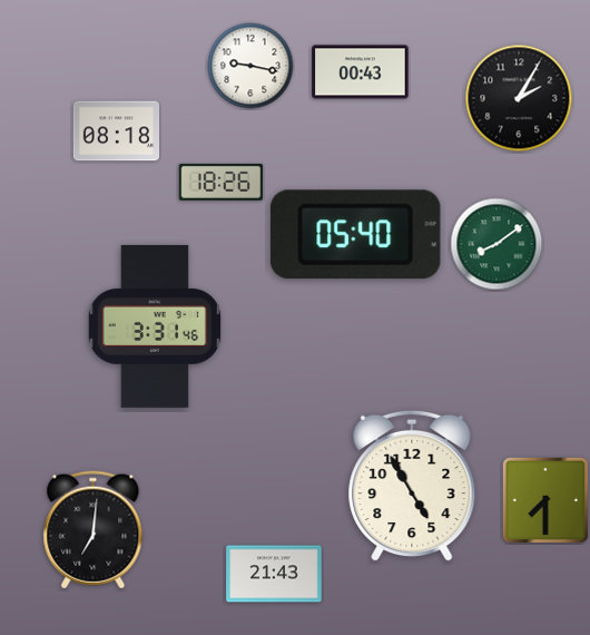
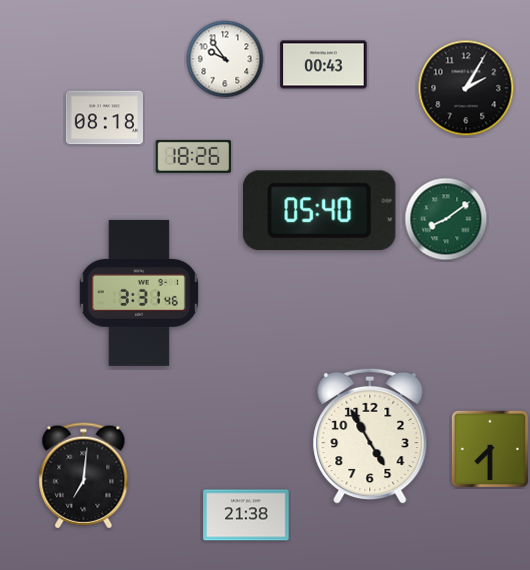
clock at (250, 66): 9:17 -> 9:54
clock at (222, 182) position: (222, 182) -> (194, 156)
clock at (274, 574): 21:43 -> 21:38
